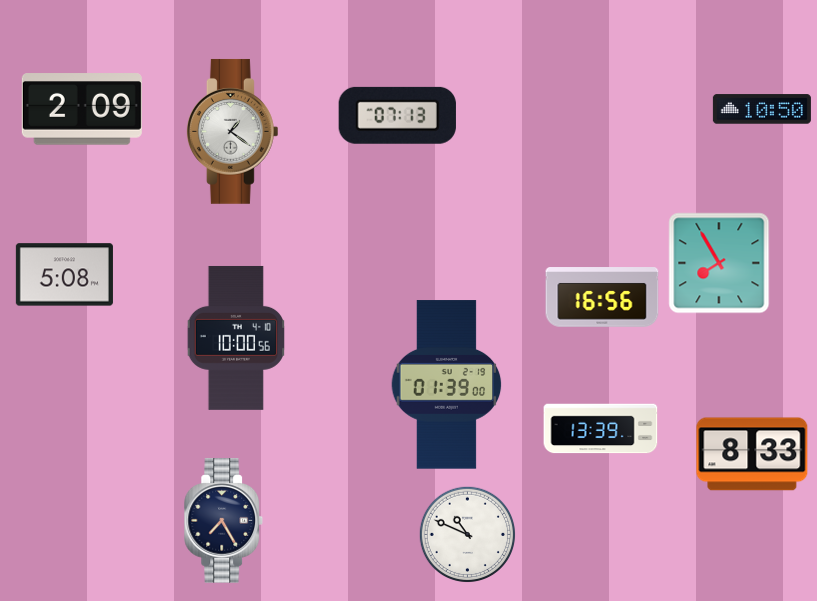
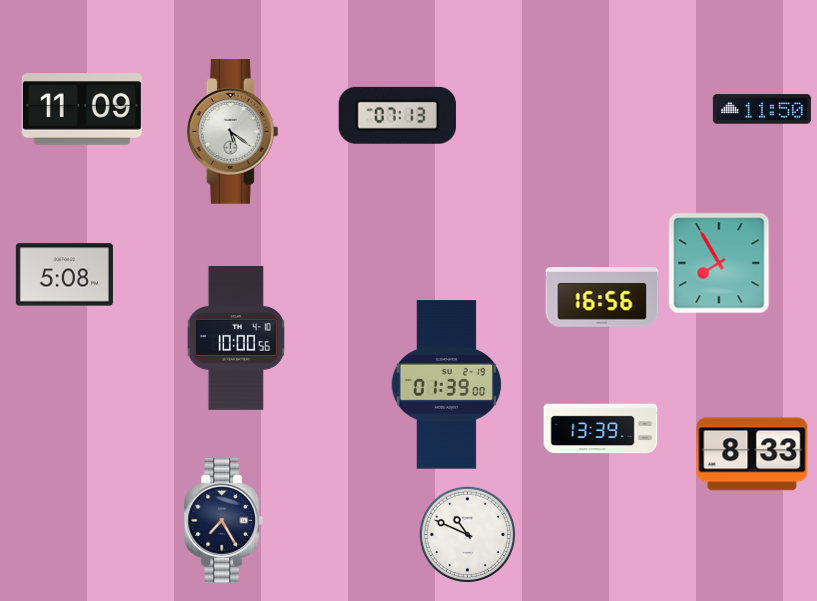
clock at (82, 109): 2:09 -> 11:09
clock at (762, 109): 10:50 -> 11:50
clock at (232, 131): 1:21 -> 5:21
